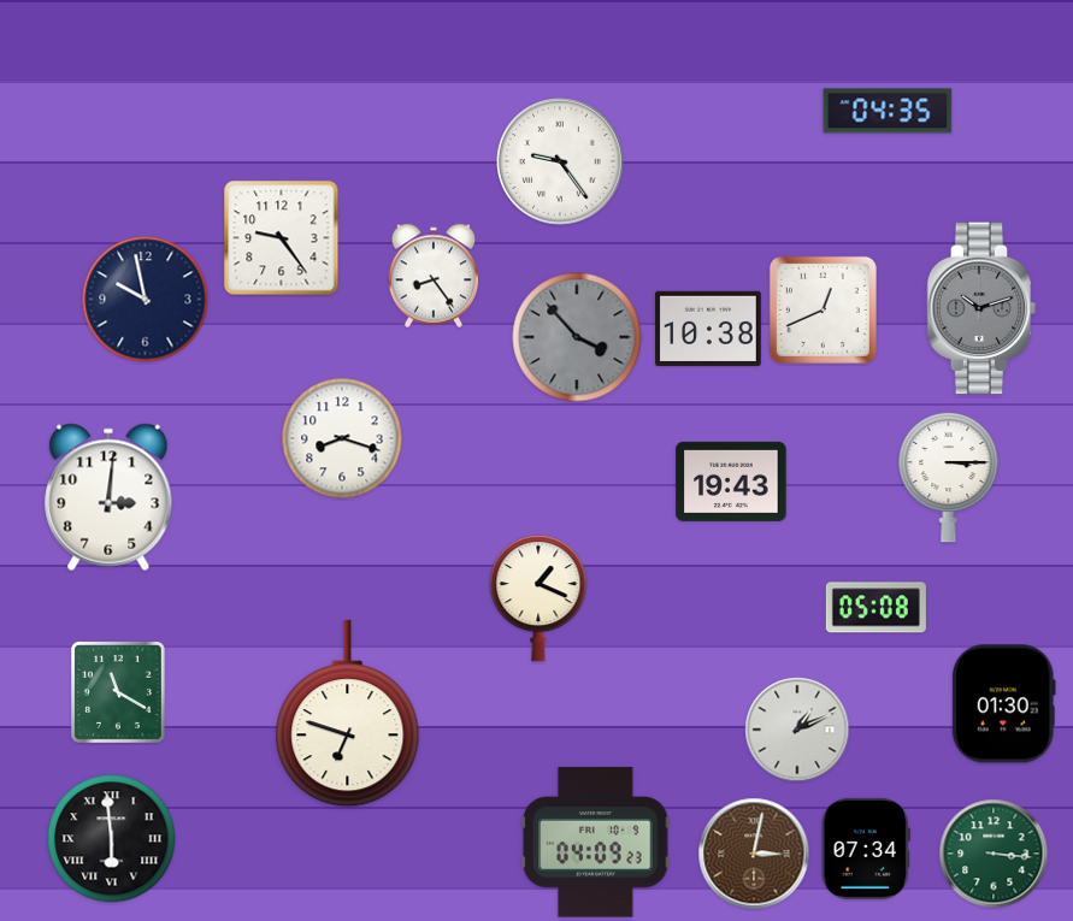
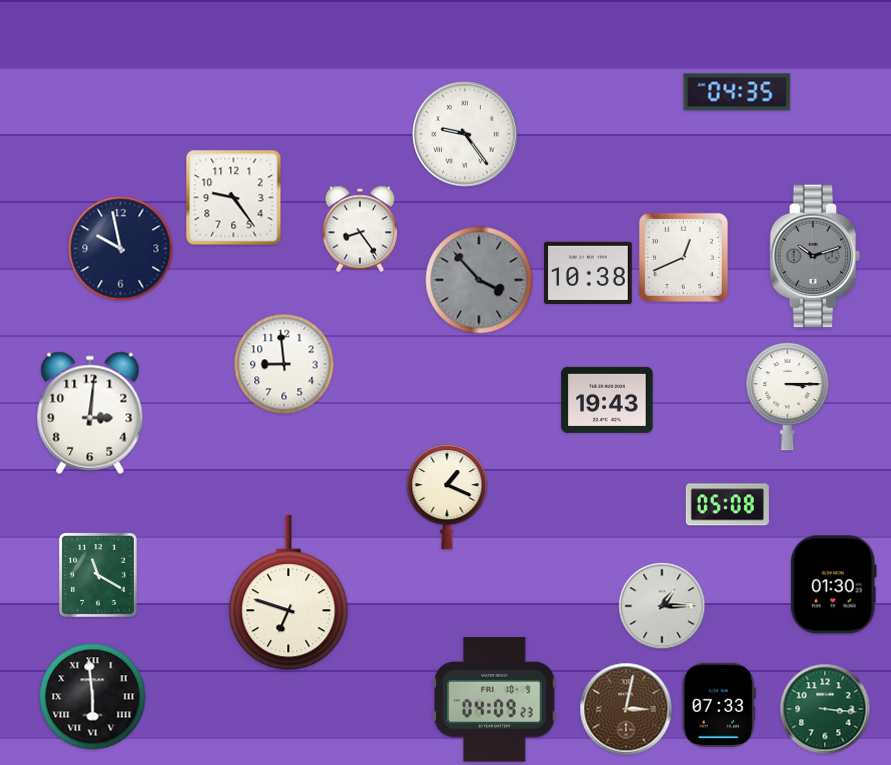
clock at (342, 438): 8:18 -> 8:59
clock at (797, 730): 1:11 -> 1:15
clock at (866, 849): 07:34 -> 07:33
